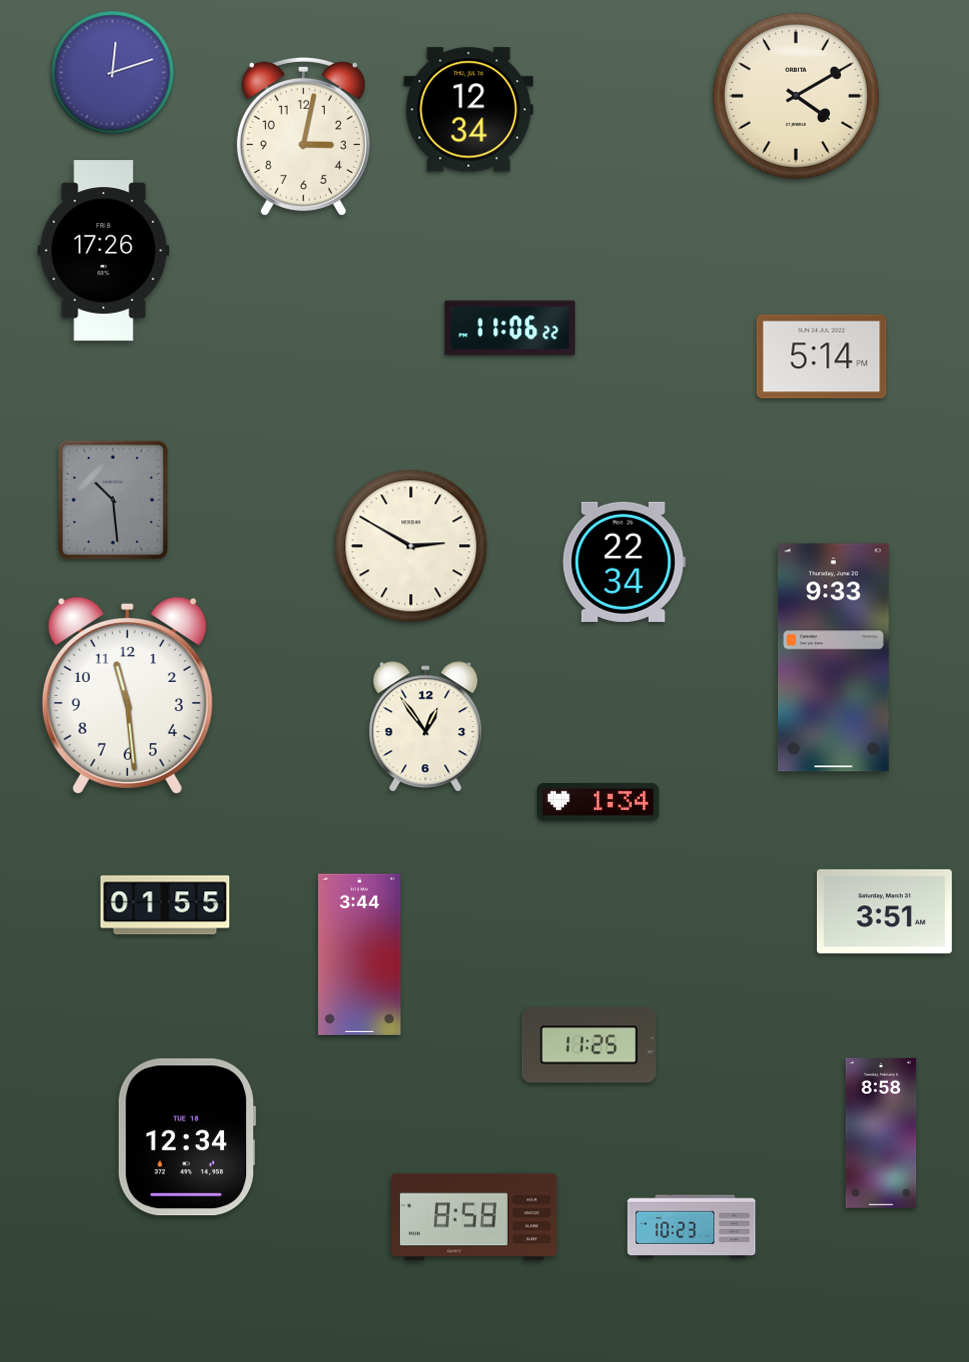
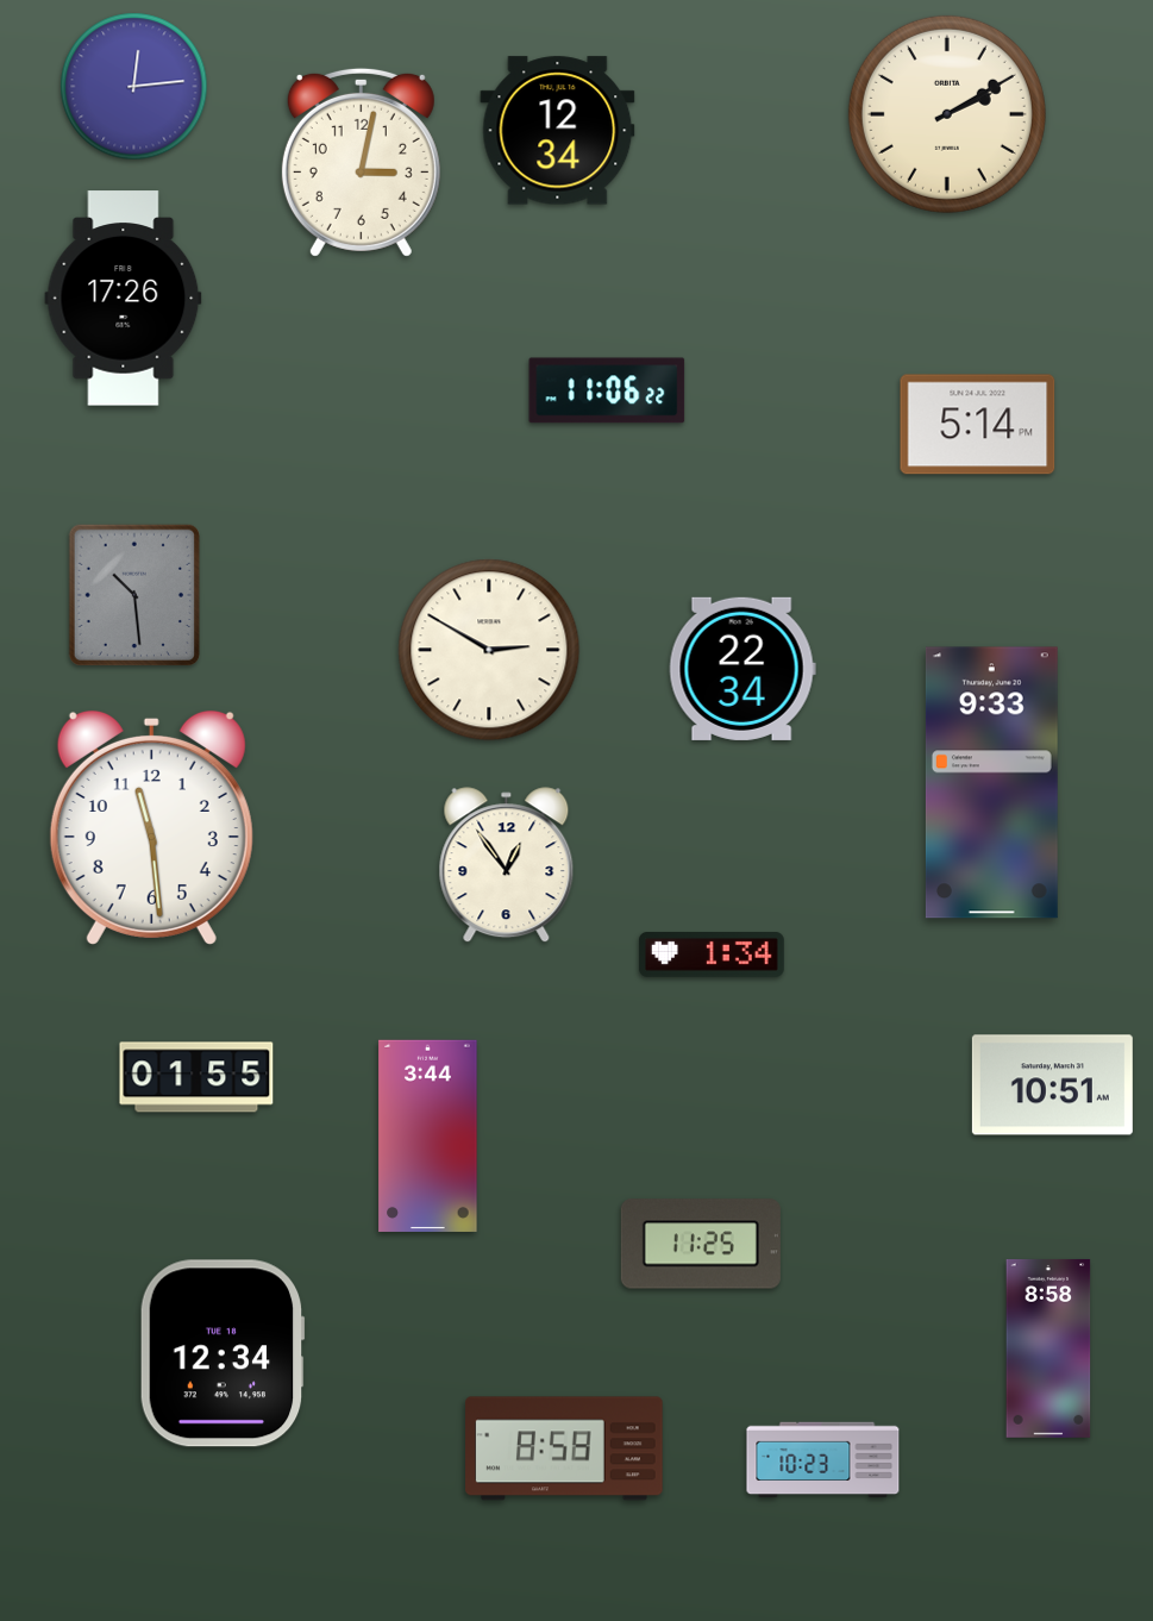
clock at (113, 73): 12:12 -> 12:14
clock at (796, 96): 4:10 -> 2:10
clock at (884, 912): 3:51 -> 10:51
